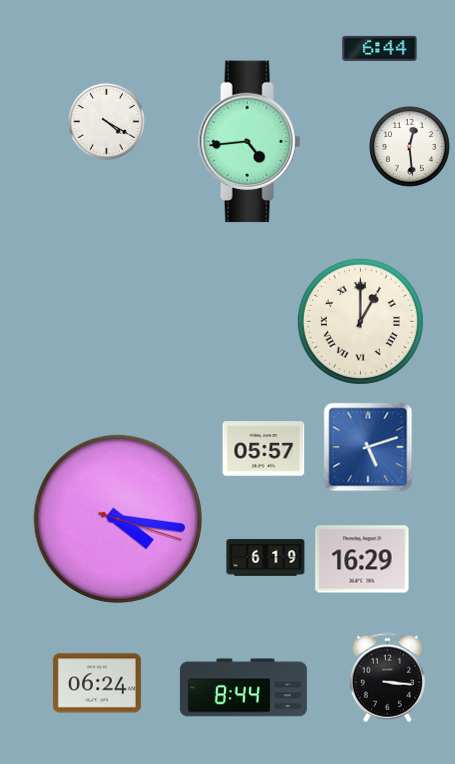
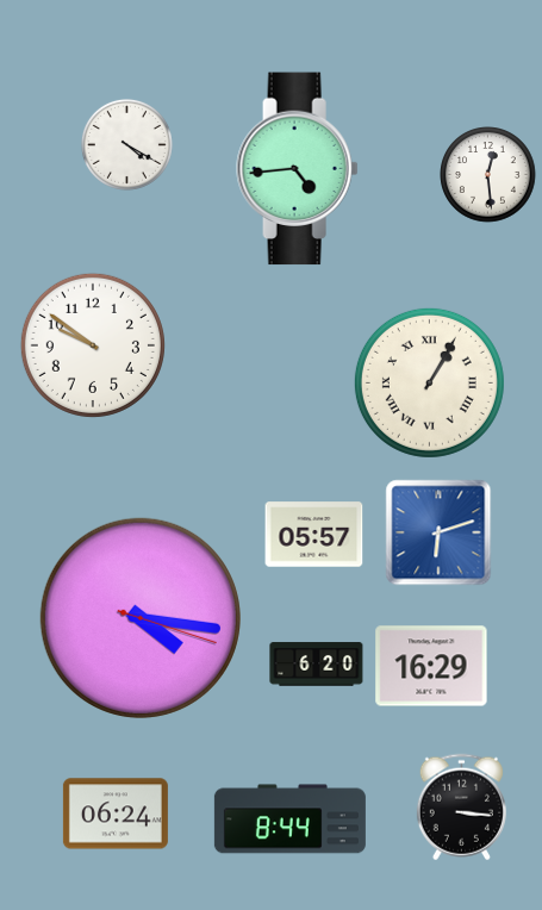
clock at (380, 48): 6:44 -> none
clock at (93, 345): none -> 9:51
clock at (360, 321): 1:00 -> 1:05
clock at (368, 447): 5:12 -> 6:12
clock at (266, 558): 6:19 -> 6:20
